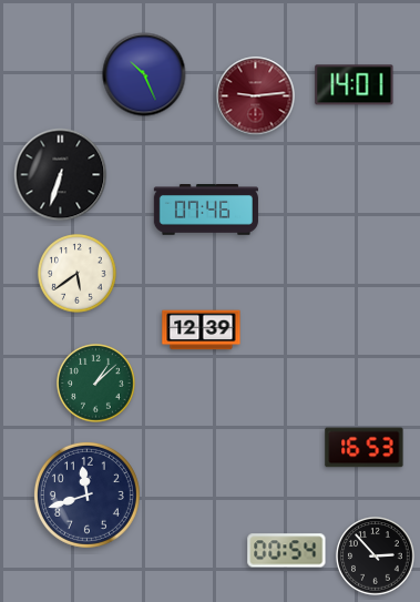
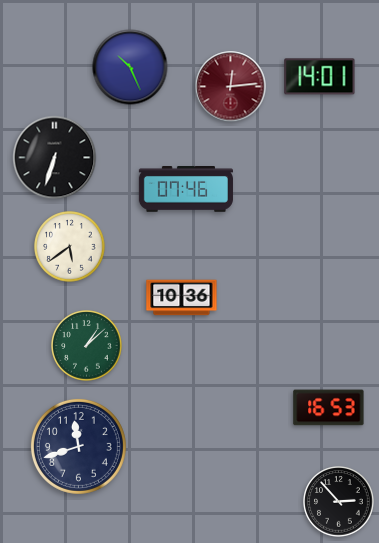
clock at (256, 96): 9:14 -> 12:14
clock at (202, 330): 12:39 -> 10:36
clock at (365, 448) position: (365, 448) -> (329, 408)
clock at (287, 551): 00:54 -> none
